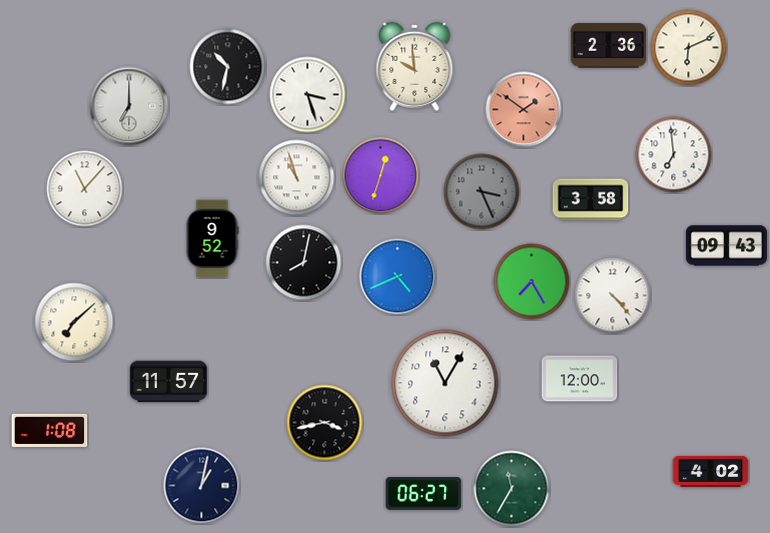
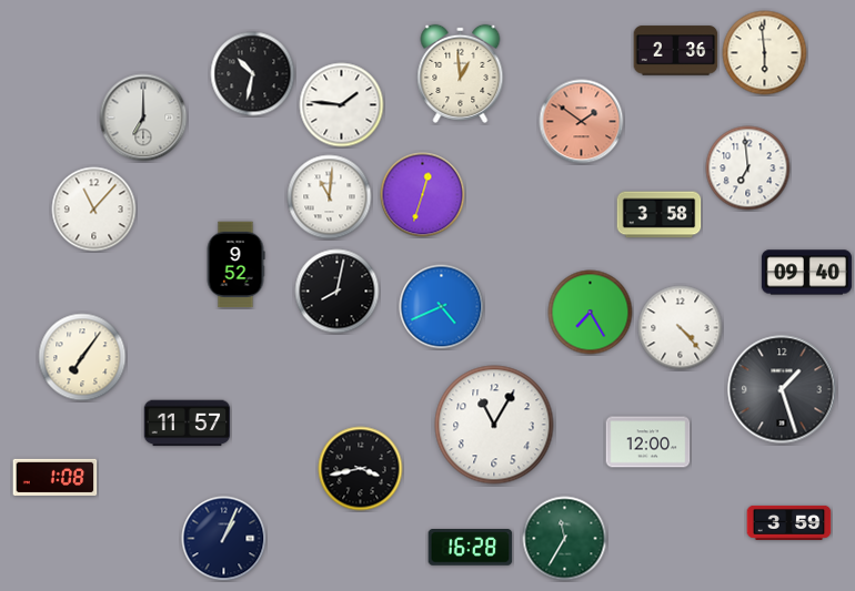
clock at (689, 48): 6:11 -> 5:59
clock at (415, 66): 9:59 -> 12:59
clock at (308, 95): 3:27 -> 1:46
clock at (674, 155) position: (674, 155) -> (748, 169)
clock at (297, 178): 10:57 -> 11:01
clock at (482, 192): 3:26 -> none
clock at (591, 200) position: (591, 200) -> (660, 215)
clock at (726, 246): 09:43 -> 09:40
clock at (74, 322): 7:08 -> 7:06
clock at (782, 389): none -> 1:27
clock at (580, 379) position: (580, 379) -> (648, 442)
clock at (711, 471): 4:02 -> 3:59
clock at (202, 486): 1:02 -> 1:04
clock at (512, 489) position: (512, 489) -> (565, 539)
clock at (424, 494): 06:27 -> 16:28
